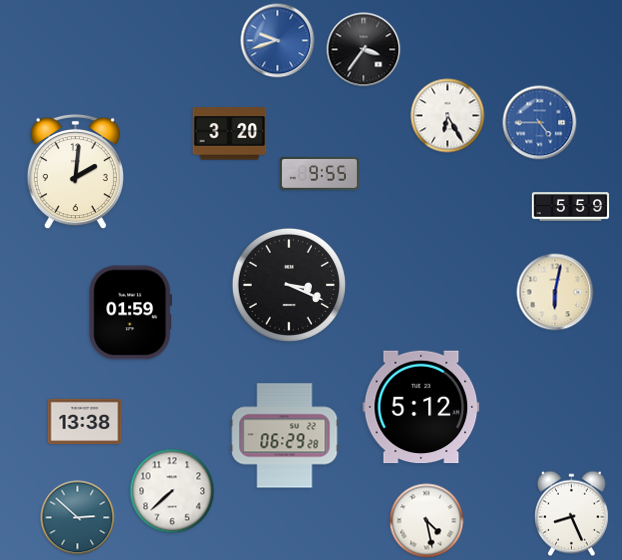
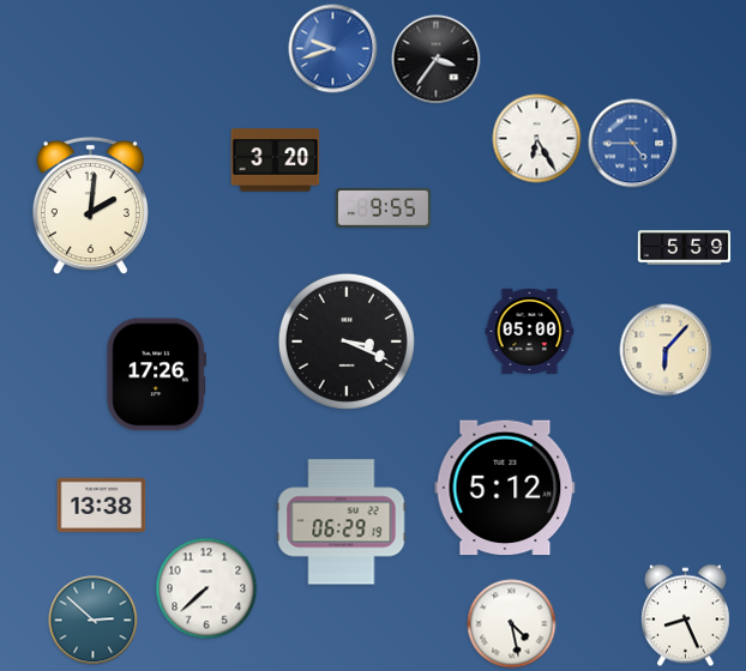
clock at (540, 123) position: (540, 123) -> (633, 144)
clock at (530, 331): none -> 05:00
clock at (555, 292): 6:02 -> 6:07
clock at (131, 313): 01:59 -> 17:26
clock at (285, 436): 06:29:28 -> 06:29:19
